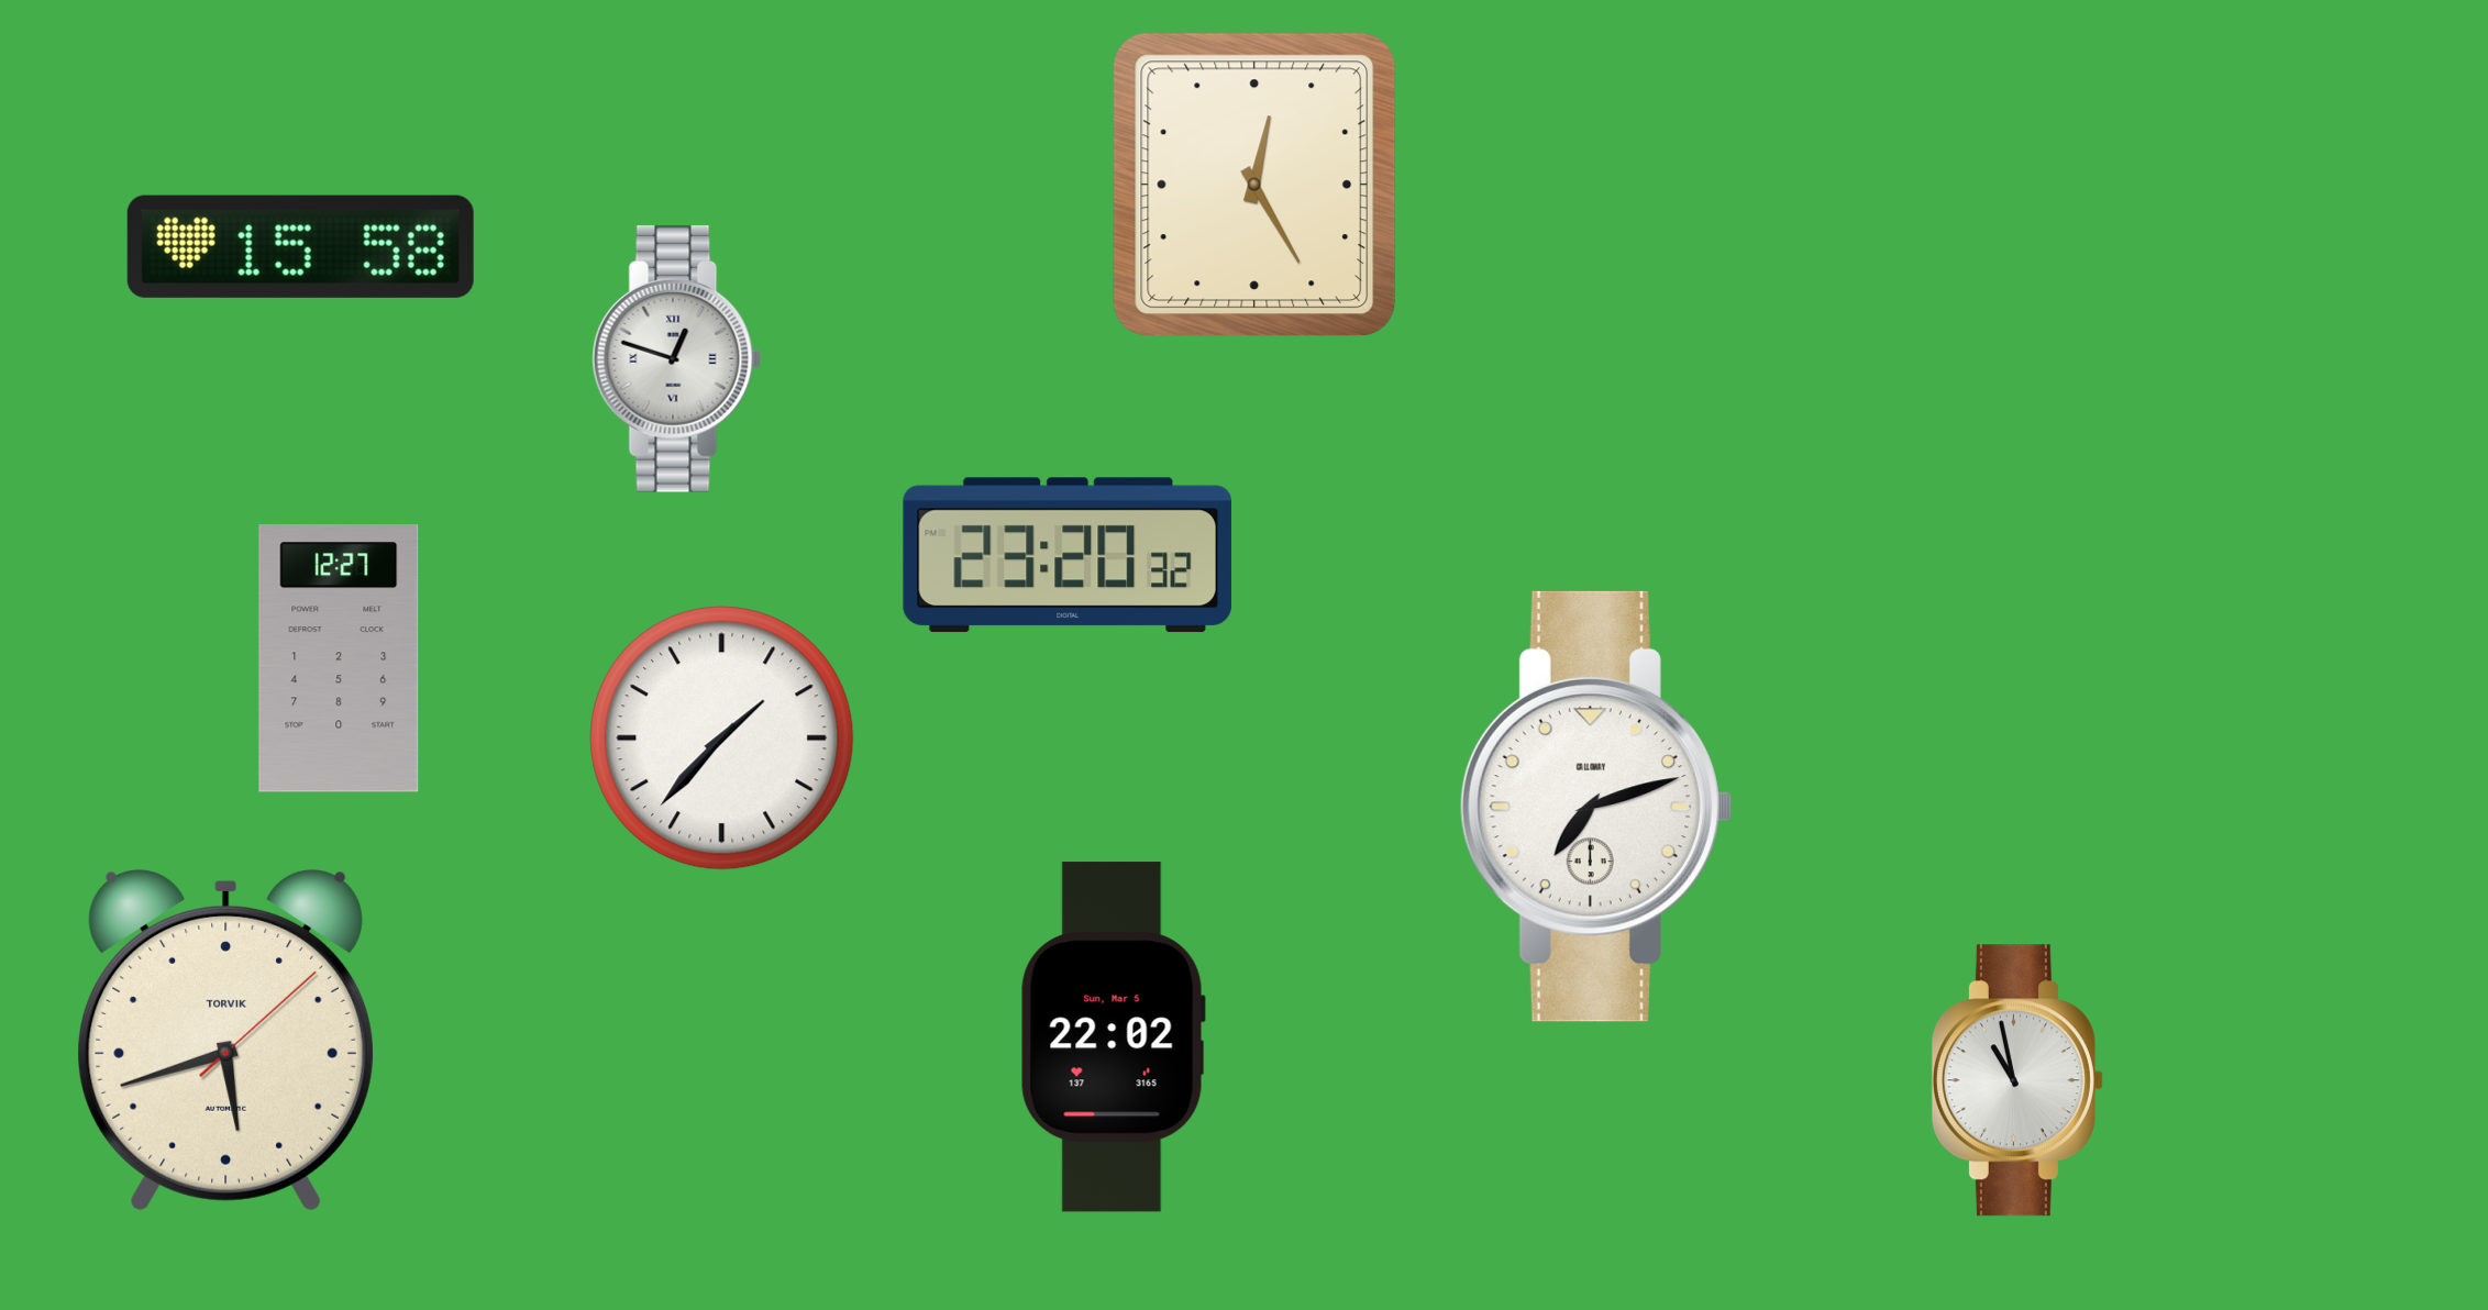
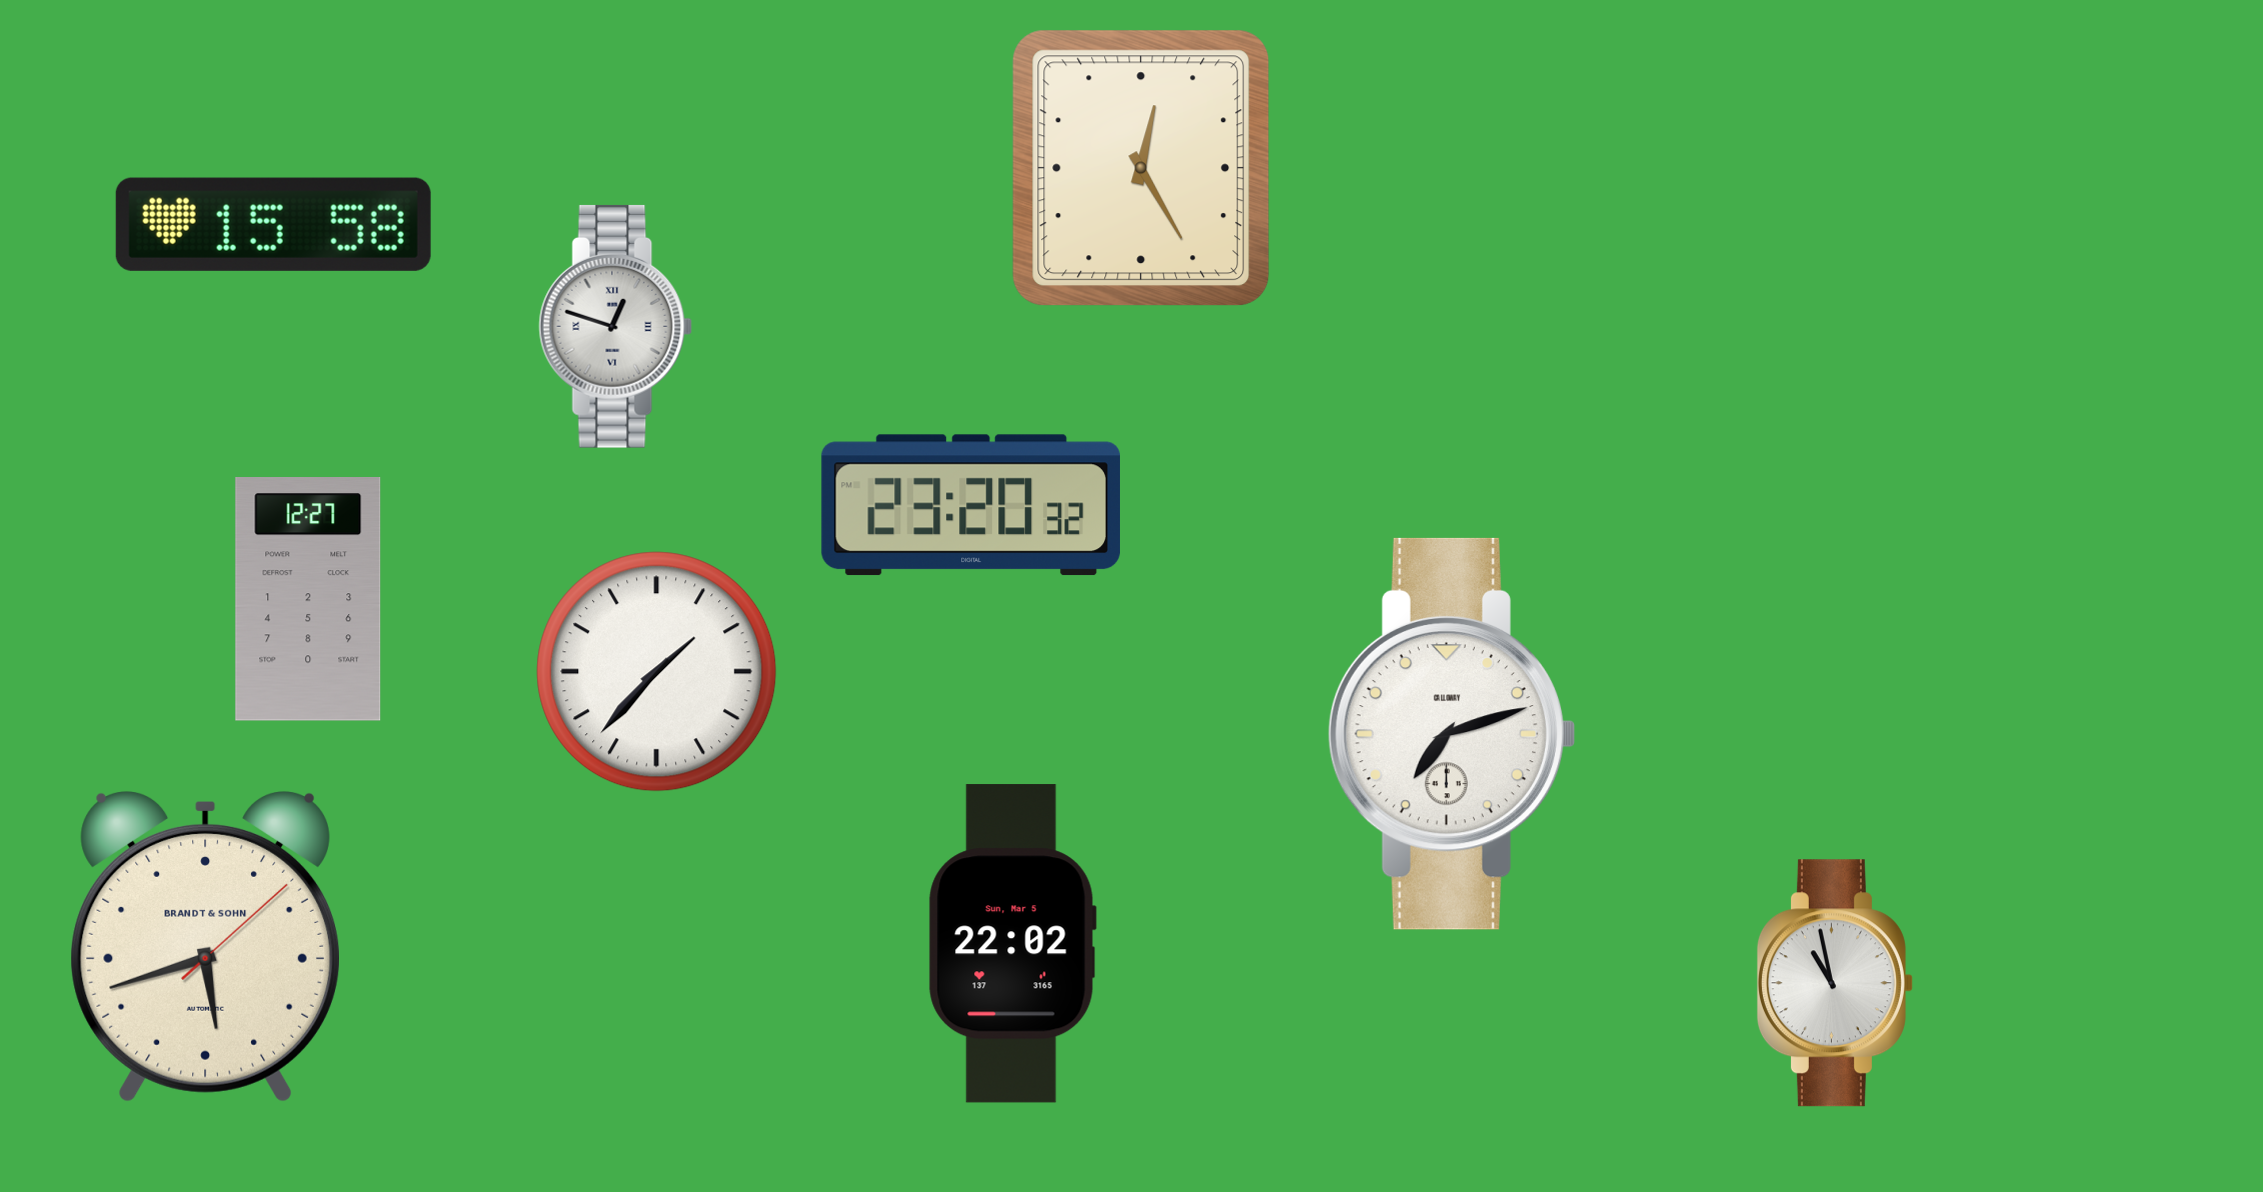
clock at (225, 1040) brand: TORVIK -> BRANDT & SOHN
